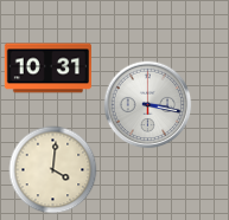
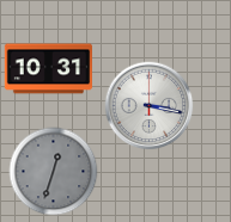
clock at (53, 170): 4:01 -> 12:33
clock at (53, 170) dial: cream -> grey
